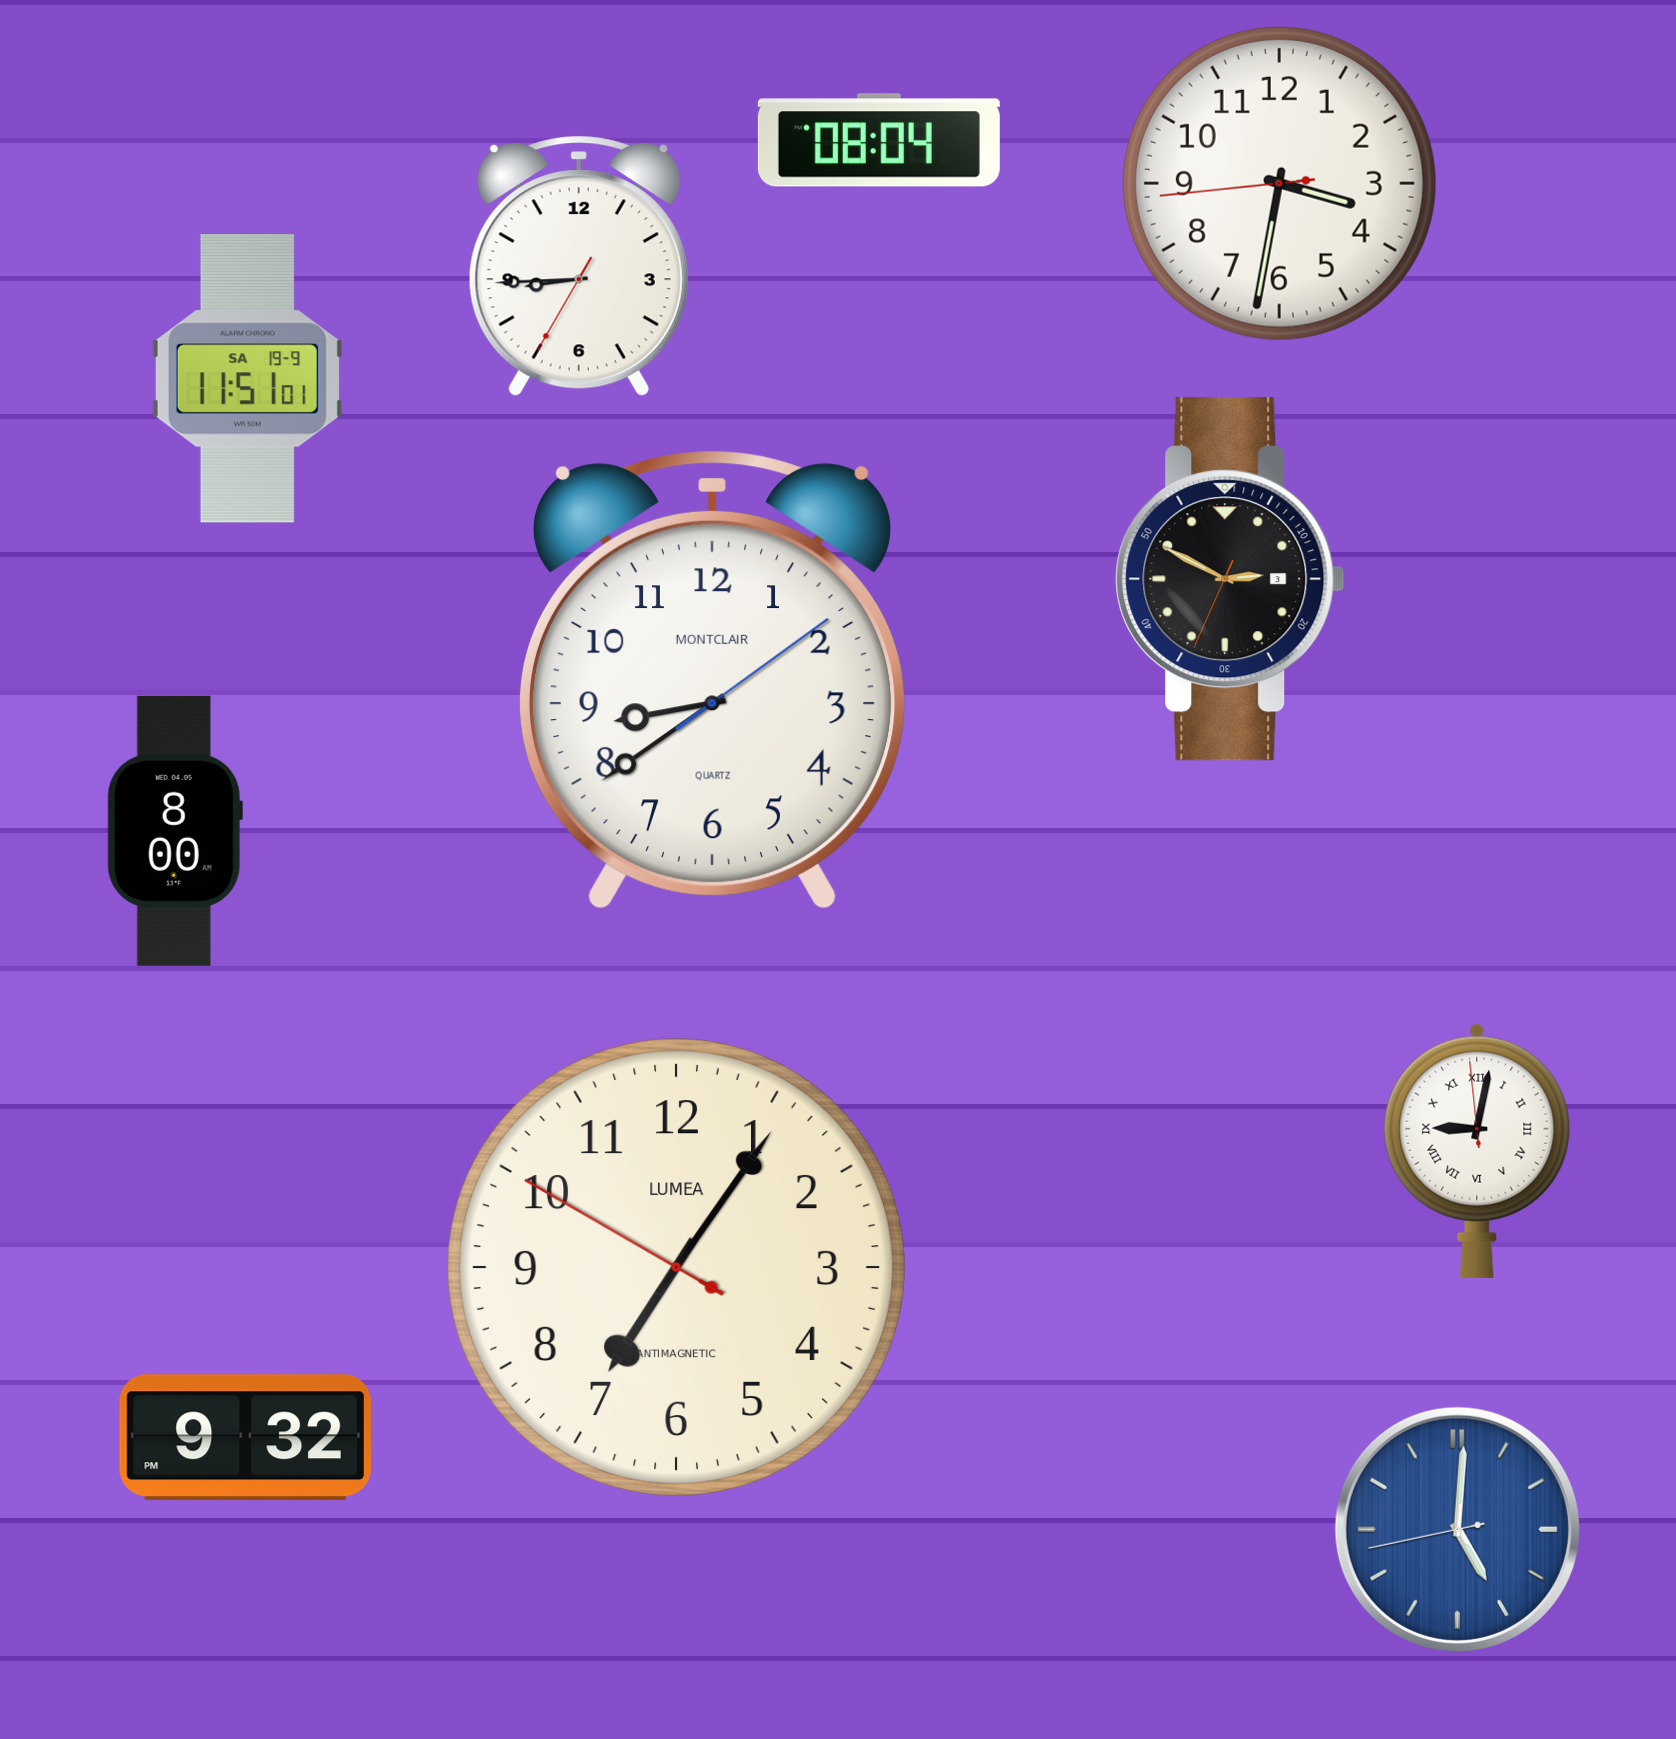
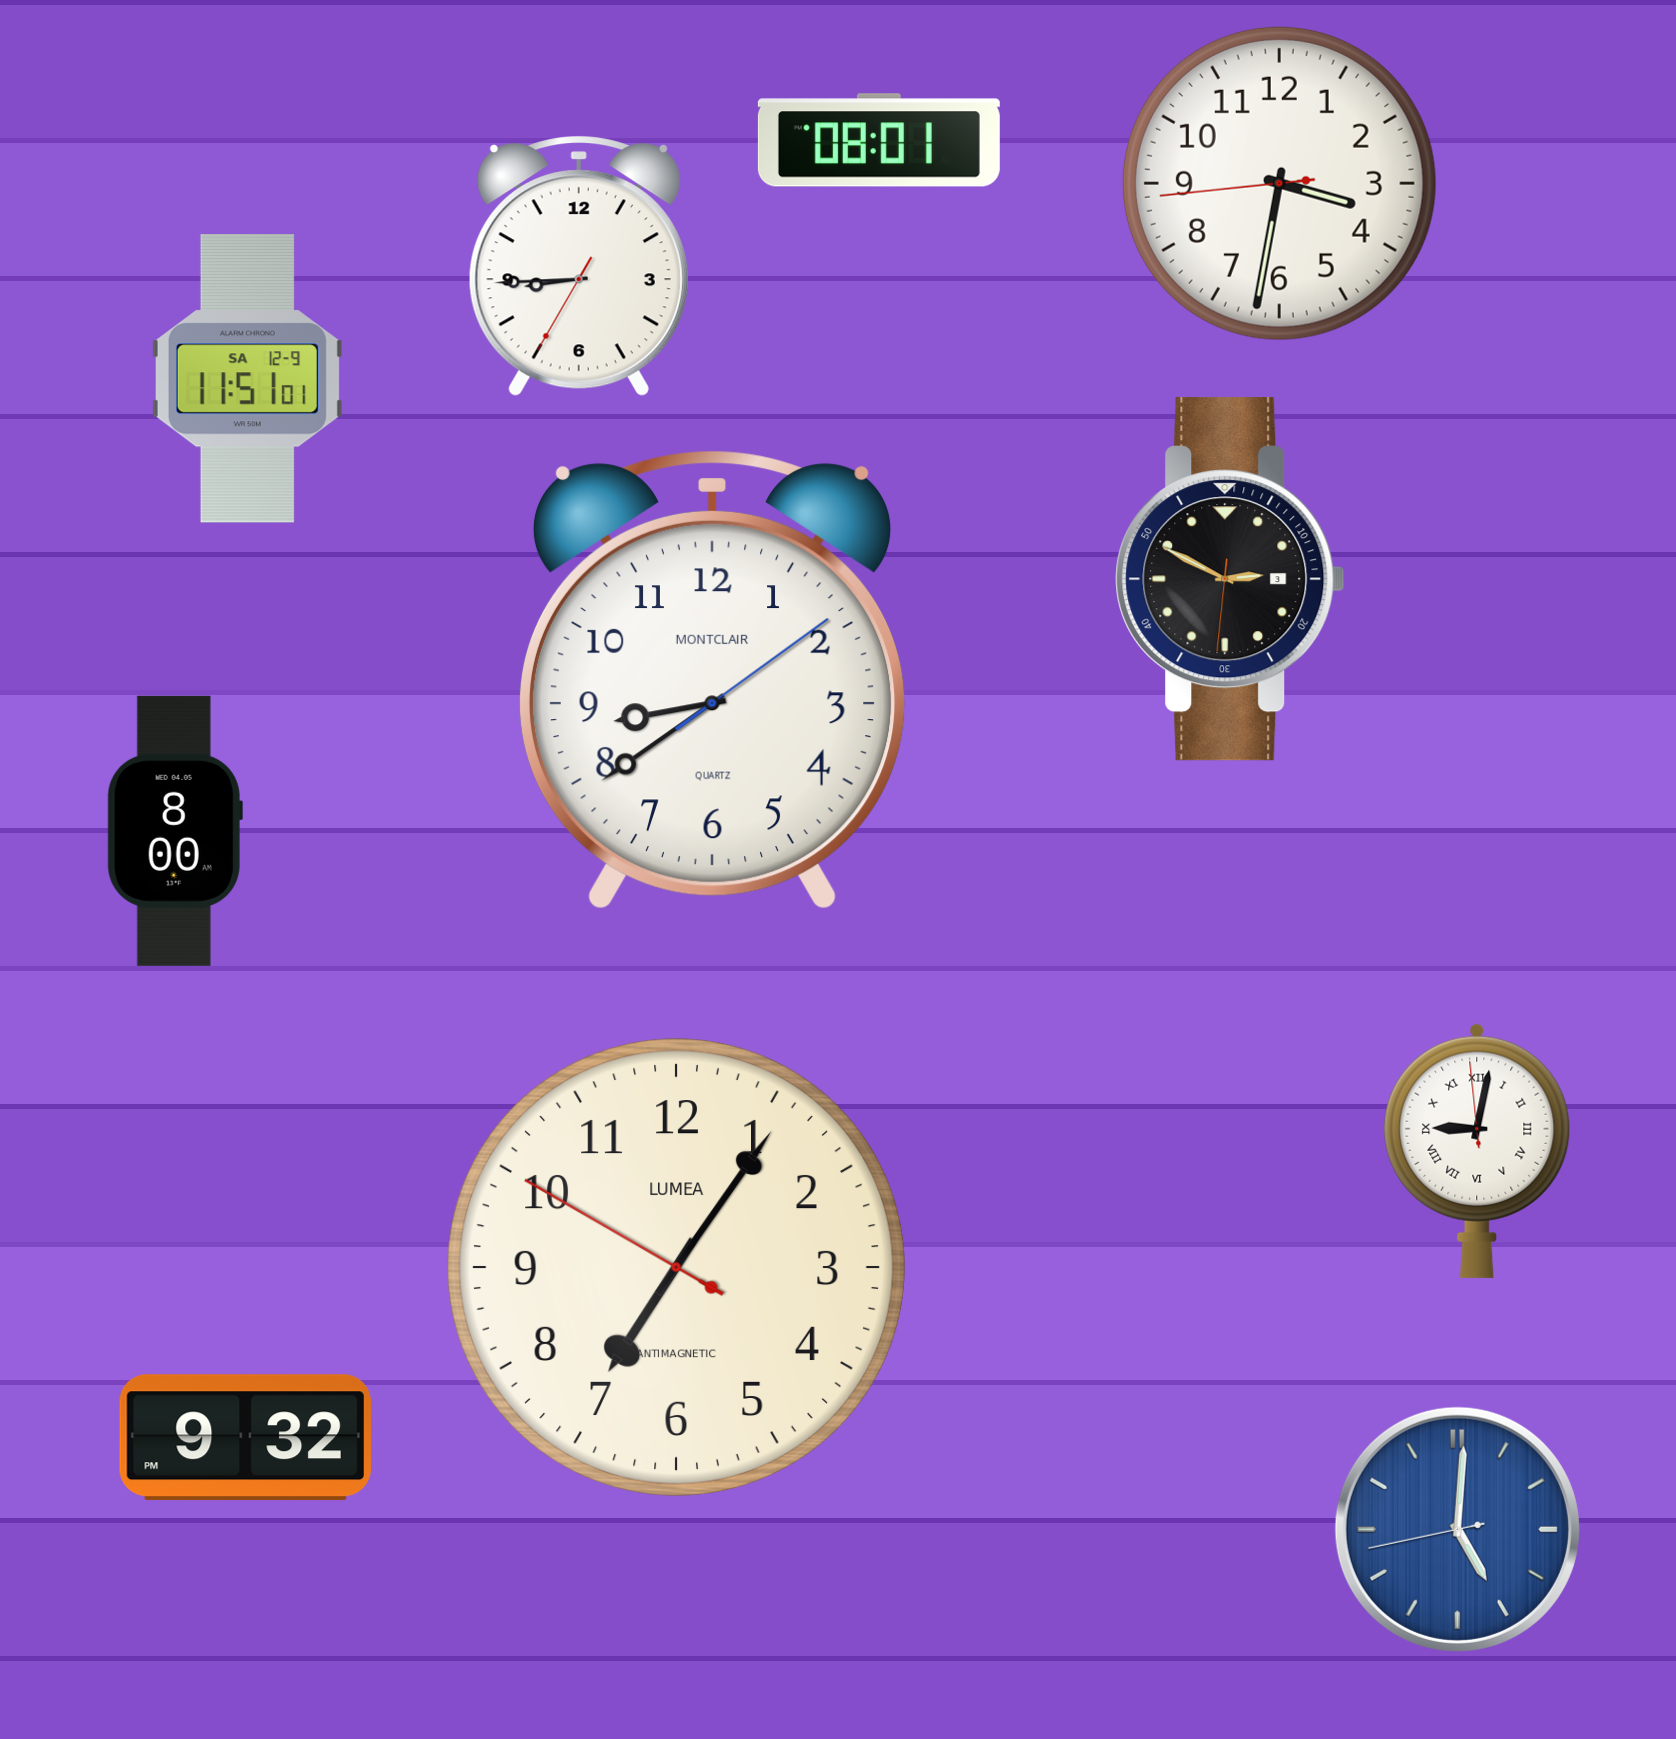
clock at (879, 140): 08:04 -> 08:01
clock at (247, 379) date: SA 19-9 -> SA 12-9
clock at (1230, 579): 2:49:34 -> 2:49:31
